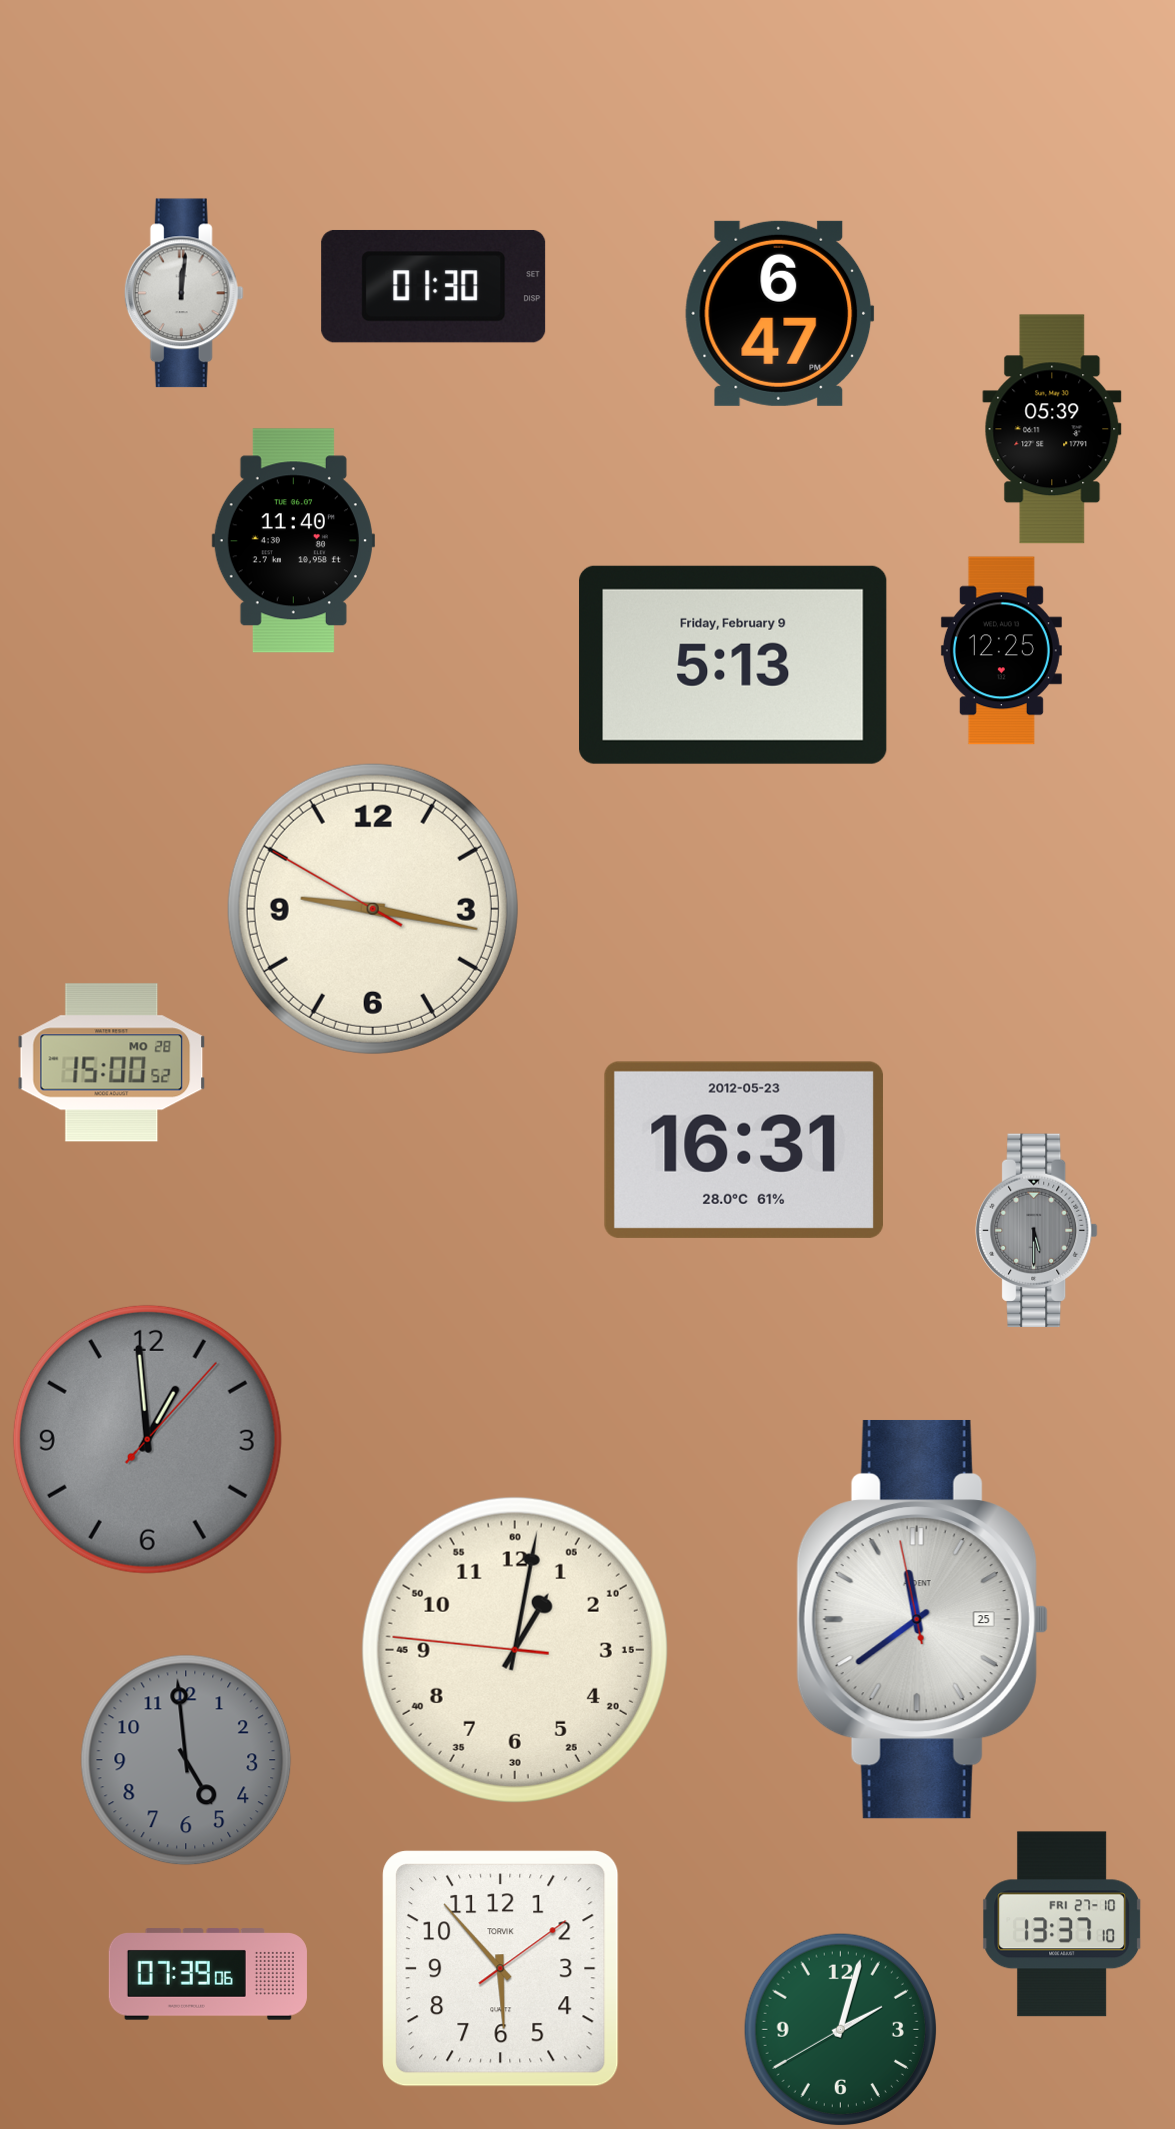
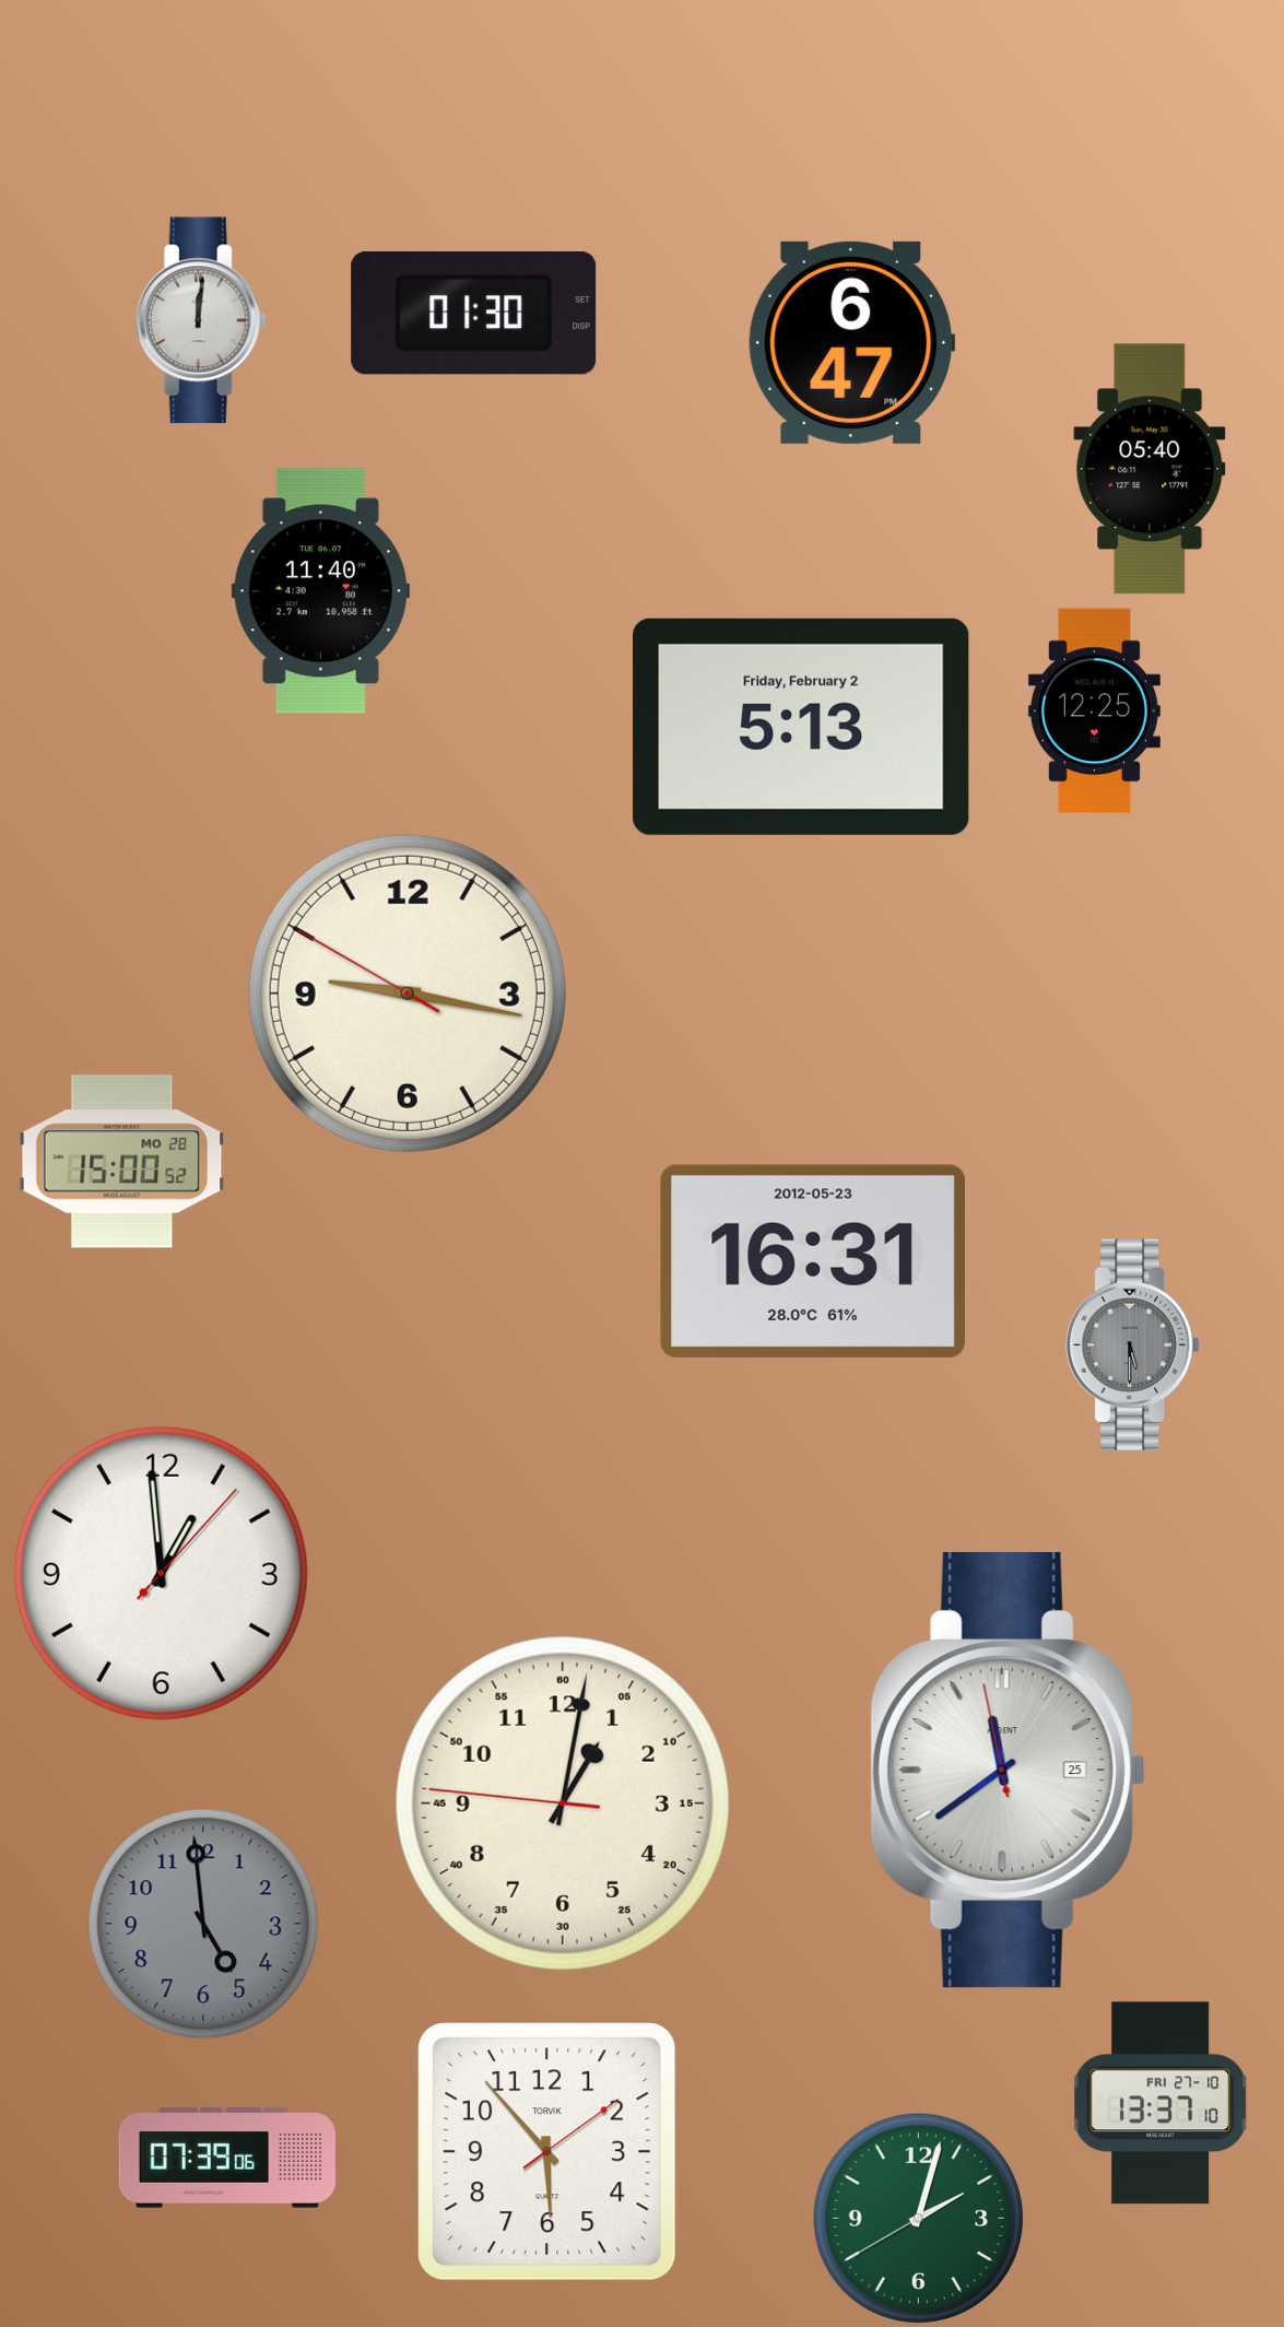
clock at (1052, 429): 05:39 -> 05:40
clock at (733, 665) date: Friday, February 9 -> Friday, February 2
clock at (744, 1150) position: (744, 1150) -> (813, 1261)
clock at (147, 1439) dial: grey -> white
